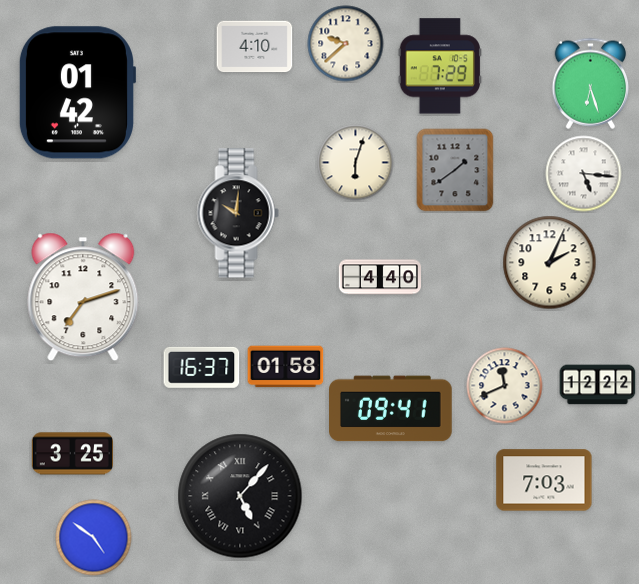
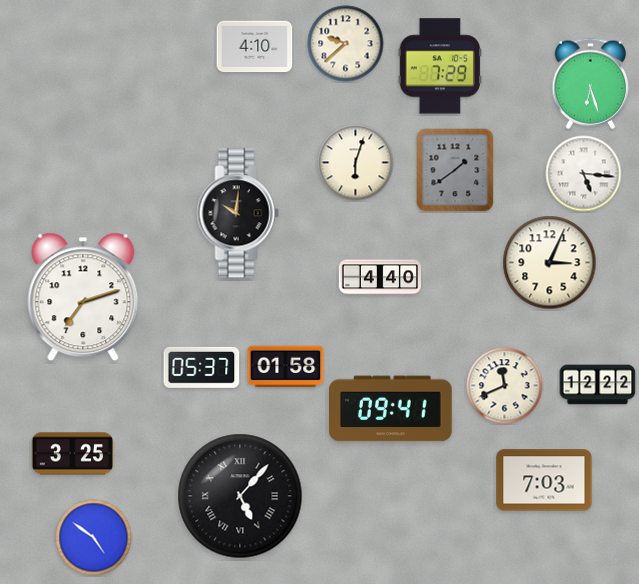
clock at (76, 93): 01:42 -> none
clock at (550, 263): 2:04 -> 3:04
clock at (202, 367): 16:37 -> 05:37
